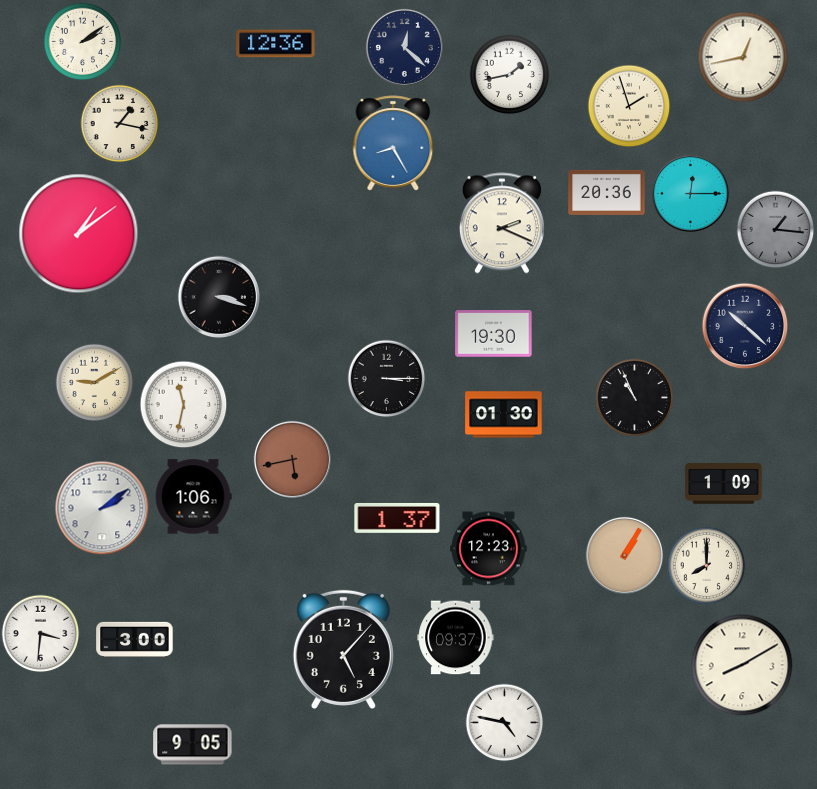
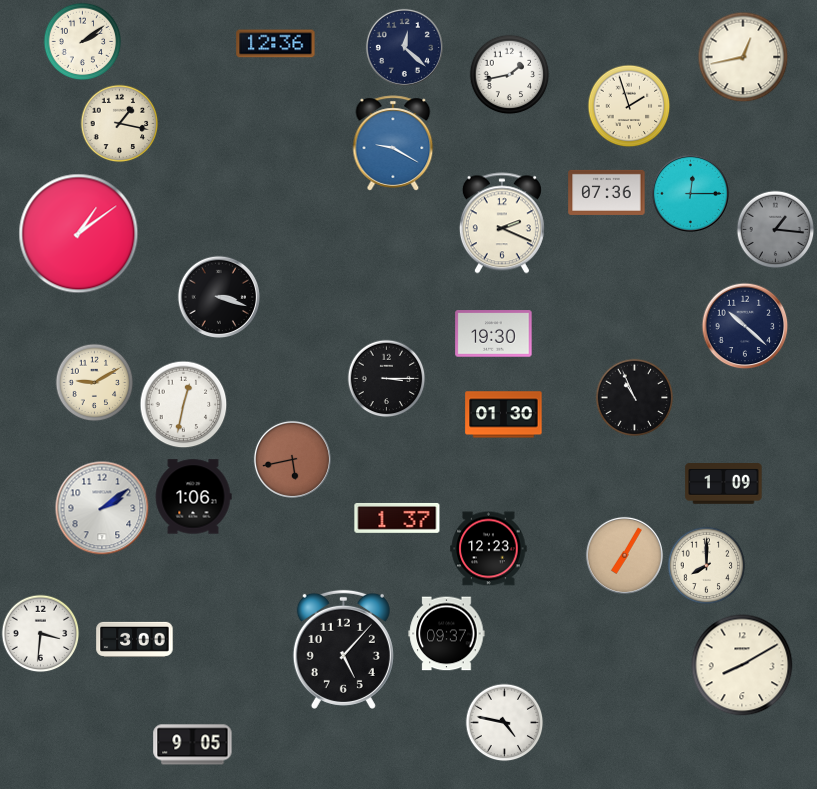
clock at (393, 143): 8:25 -> 9:20
clock at (607, 192): 20:36 -> 07:36
clock at (183, 404): 11:32 -> 12:32
clock at (624, 555): 1:05 -> 7:05
clock at (456, 638) position: (456, 638) -> (447, 634)
